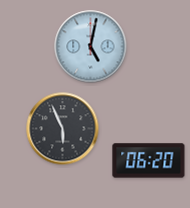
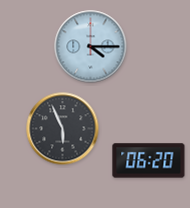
clock at (91, 47): 5:02 -> 4:15
